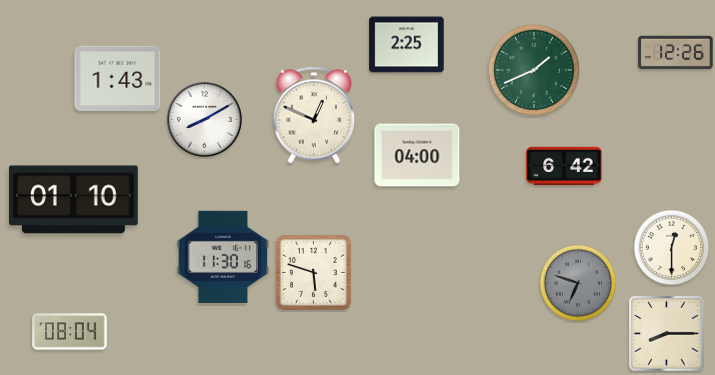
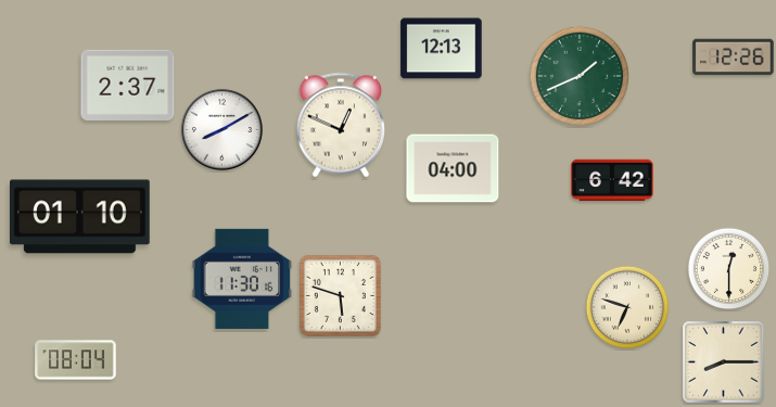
clock at (407, 45): 2:25 -> 12:13
clock at (118, 79): 1:43 -> 2:37
clock at (578, 283) dial: grey -> cream
